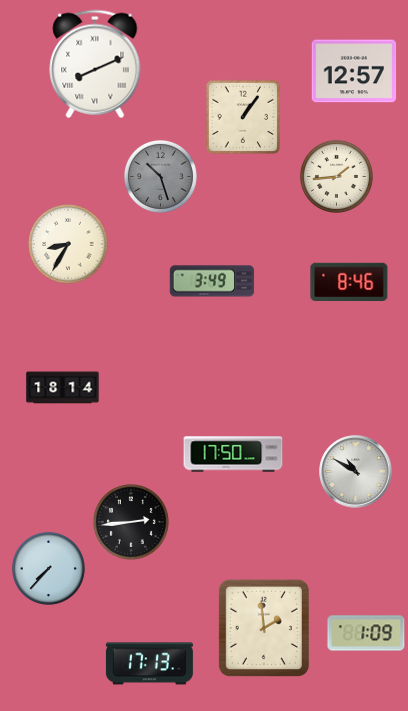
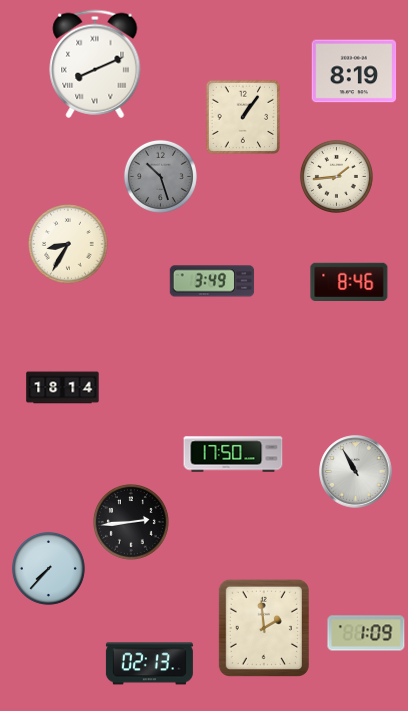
clock at (354, 71): 12:57 -> 8:19
clock at (356, 472): 10:50 -> 10:55
clock at (149, 664): 17:13 -> 02:13
